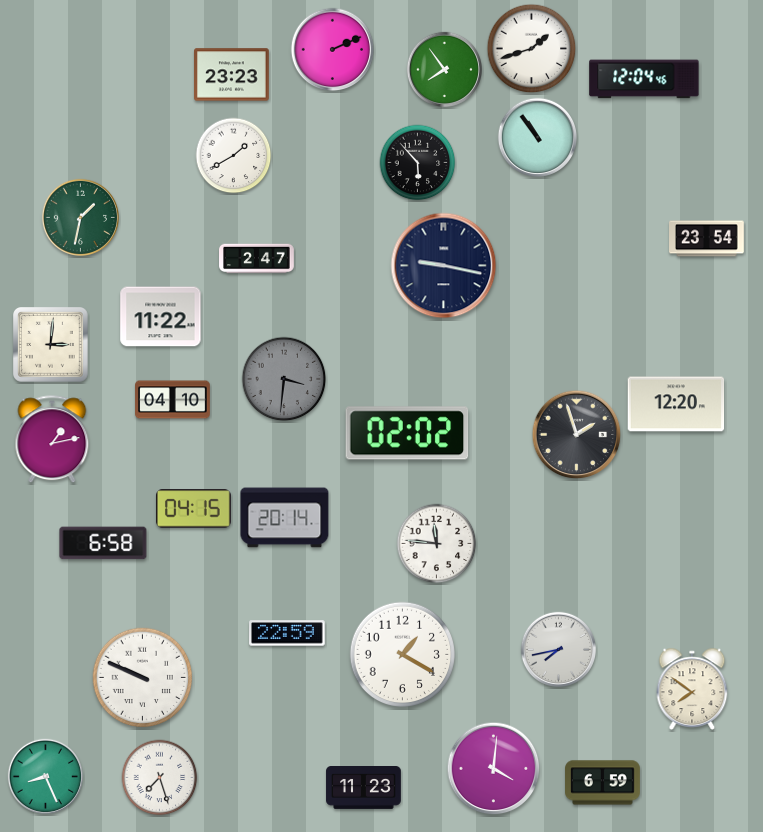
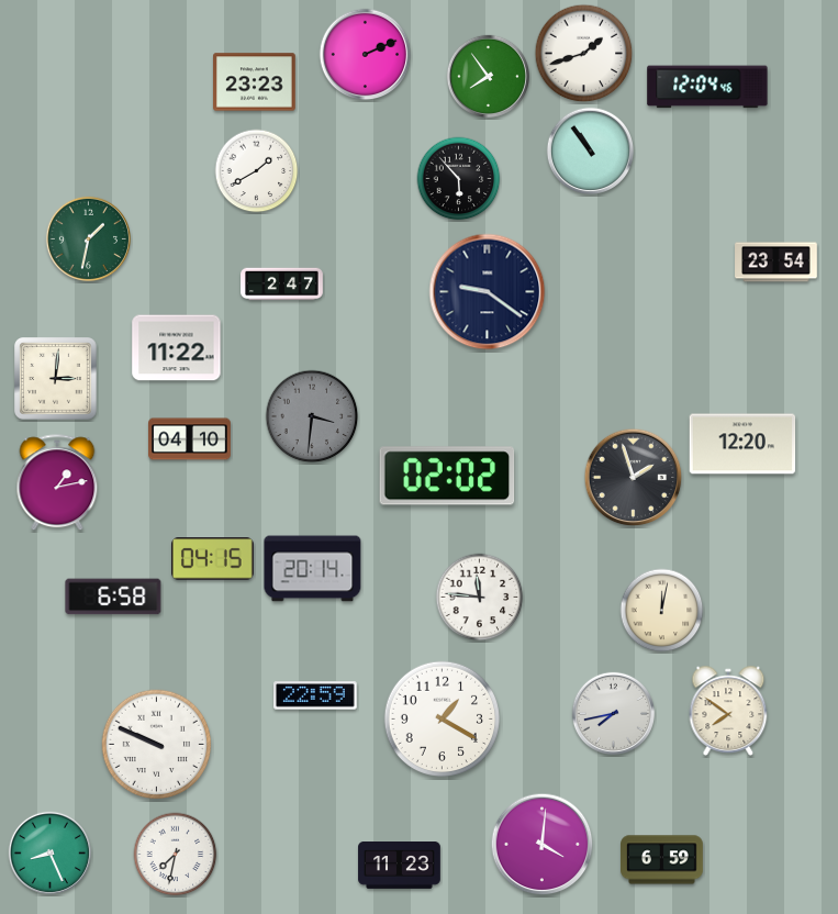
clock at (444, 266): 9:17 -> 9:21
clock at (662, 611): none -> 12:02
clock at (692, 689) position: (692, 689) -> (728, 711)
clock at (160, 778): 7:27 -> 7:32
